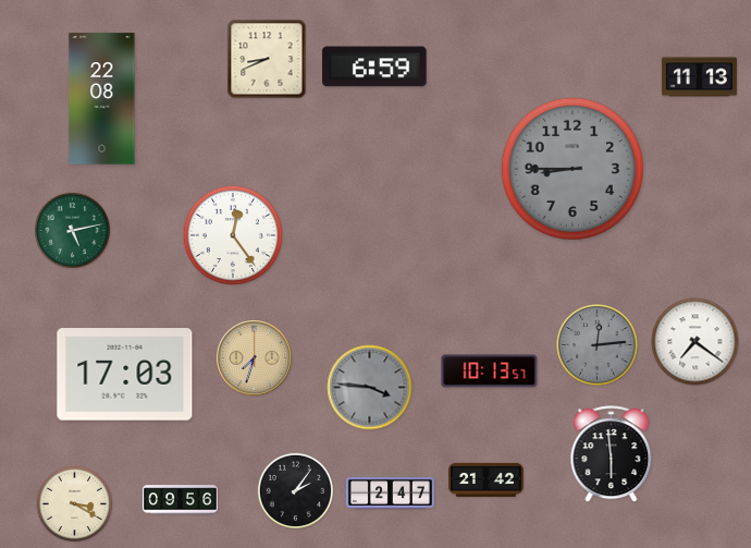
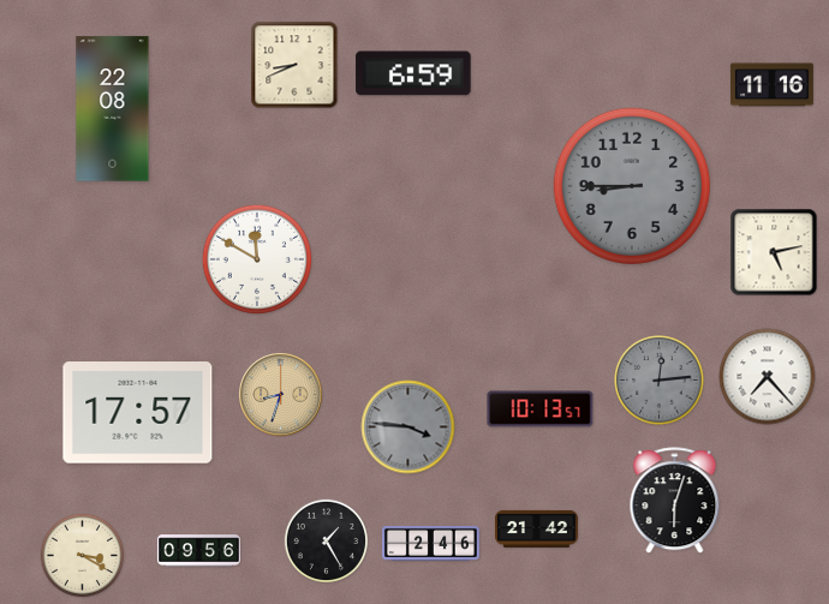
clock at (699, 77): 11:13 -> 11:16
clock at (774, 252): none -> 5:13
clock at (73, 231): 5:13 -> none
clock at (233, 235): 12:24 -> 11:50
clock at (695, 342): 7:21 -> 7:23
clock at (255, 358): 7:33 -> 8:33
clock at (125, 375): 17:03 -> 17:57
clock at (612, 454): 5:59 -> 6:03
clock at (296, 491): 2:06 -> 1:25
clock at (390, 492): 2:47 -> 2:46
